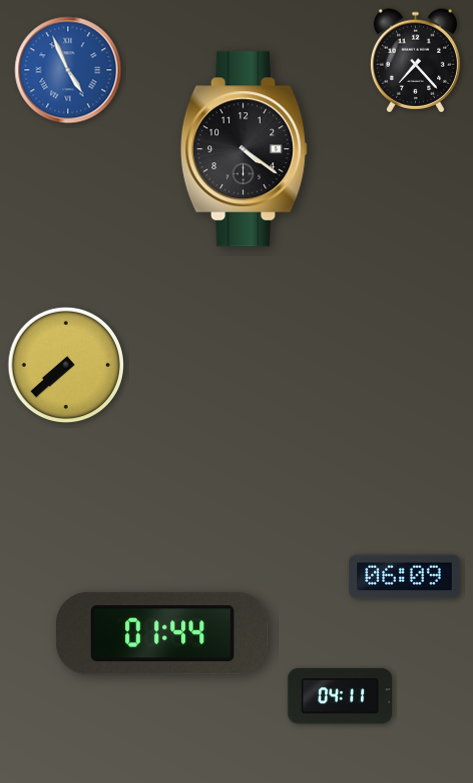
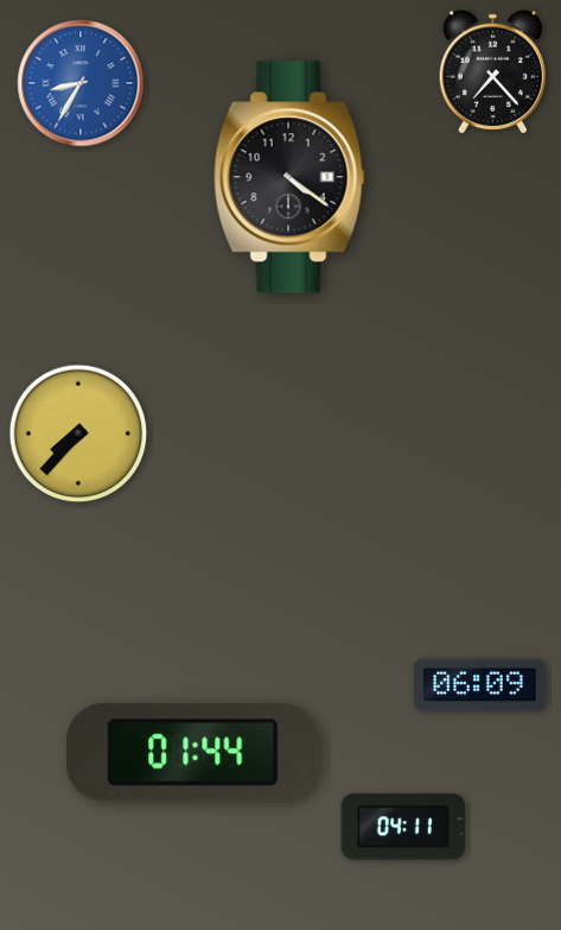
clock at (68, 70): 4:56 -> 8:35
clock at (66, 365): 7:38 -> 7:37
